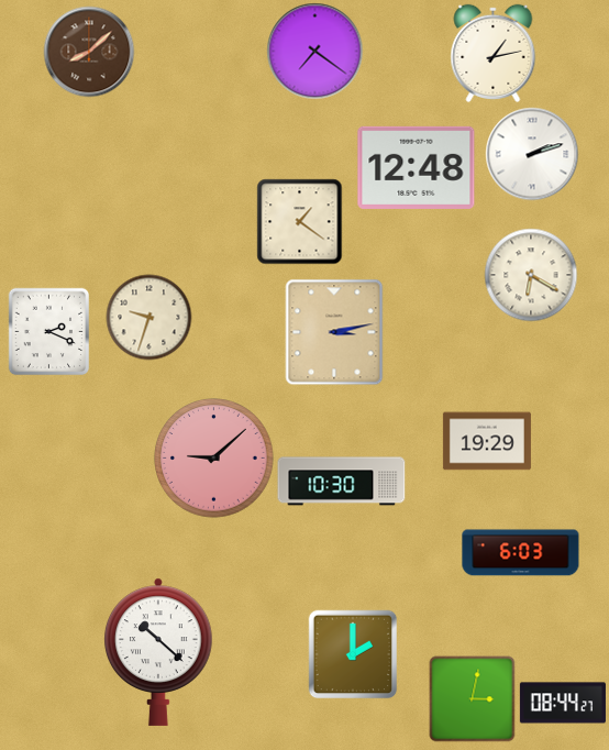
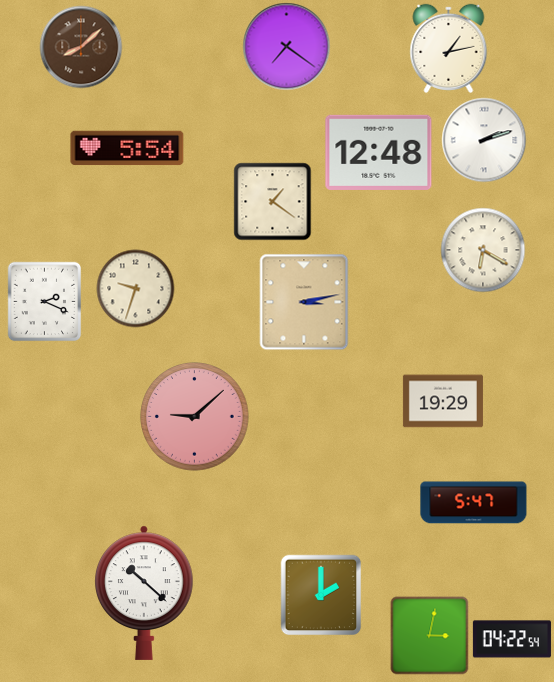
clock at (127, 148): none -> 5:54
clock at (342, 482): 10:30 -> none
clock at (521, 553): 6:03 -> 5:47
clock at (563, 703): 08:44 -> 04:22
